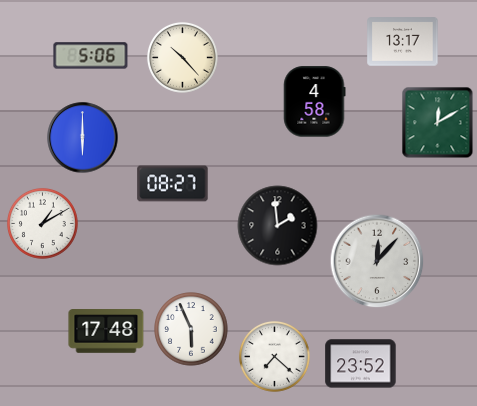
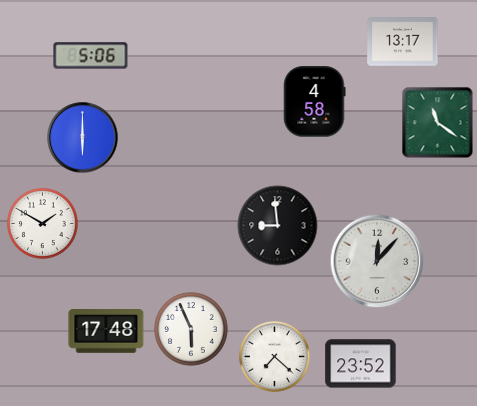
clock at (182, 57): 10:23 -> none
clock at (438, 123): 12:10 -> 11:21
clock at (173, 184): 08:27 -> none
clock at (42, 223): 1:10 -> 1:50
clock at (278, 226): 1:59 -> 8:59
